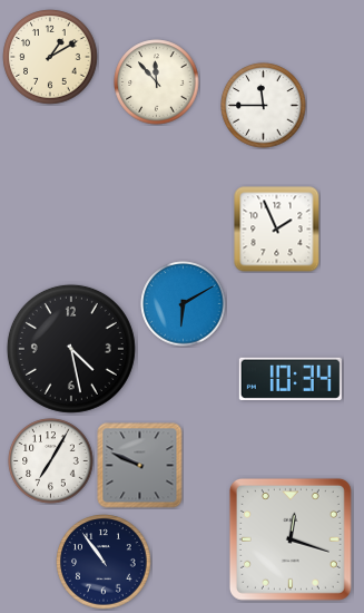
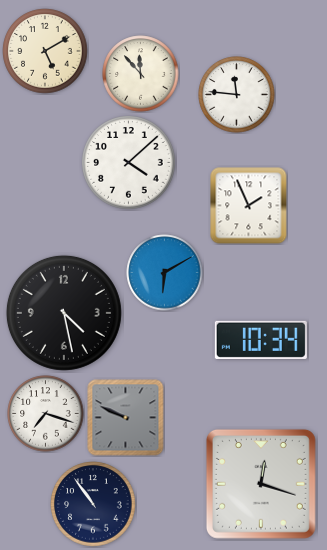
clock at (50, 57): 1:10 -> 5:10
clock at (264, 106): 11:45 -> 11:46
clock at (129, 163): none -> 4:08
clock at (51, 461): 7:05 -> 7:18
